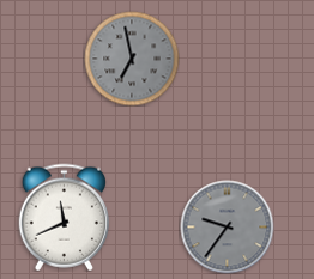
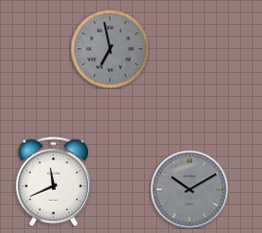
clock at (227, 226): 9:36 -> 10:10
